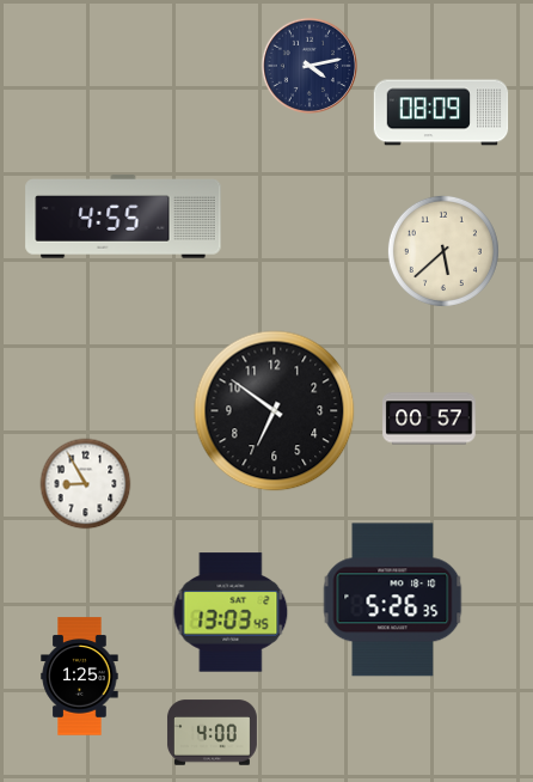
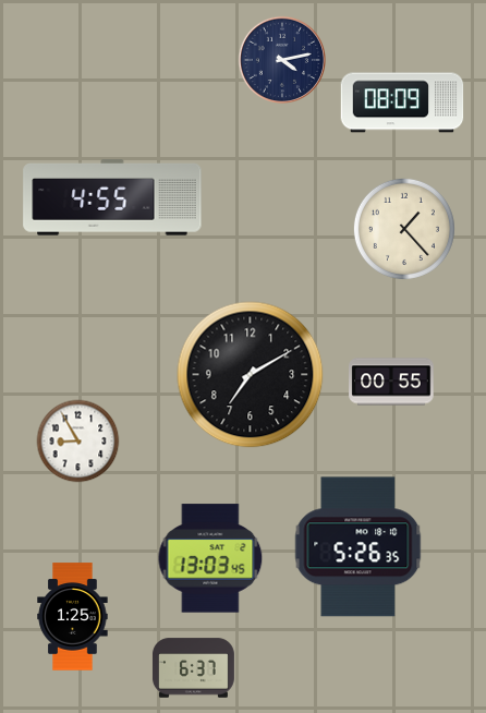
clock at (443, 251): 5:38 -> 1:23
clock at (275, 411): 6:51 -> 7:10
clock at (429, 419): 00:57 -> 00:55
clock at (213, 733): 4:00 -> 6:37
